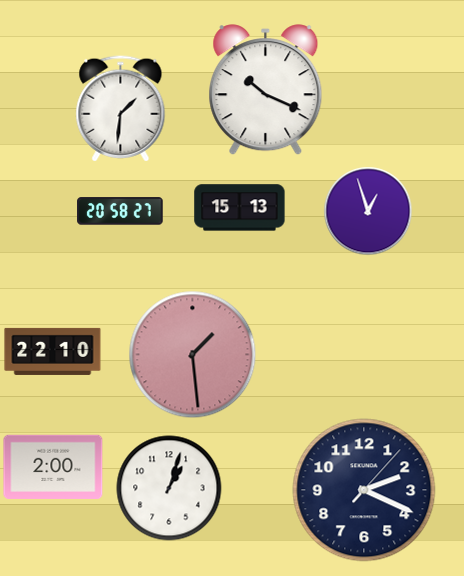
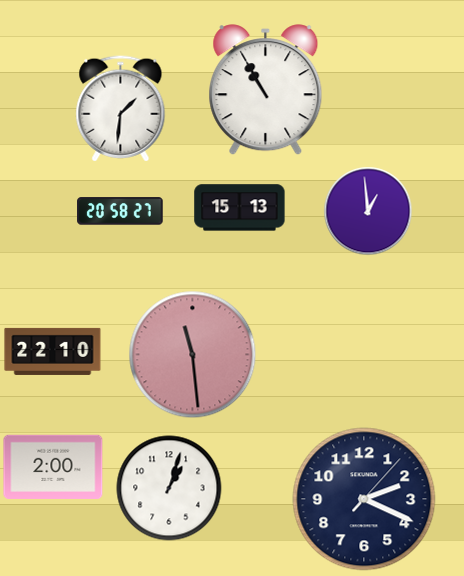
clock at (266, 90): 10:19 -> 10:55
clock at (368, 211): 12:57 -> 12:59
clock at (193, 355): 1:29 -> 11:29
clock at (364, 490) position: (364, 490) -> (364, 499)
